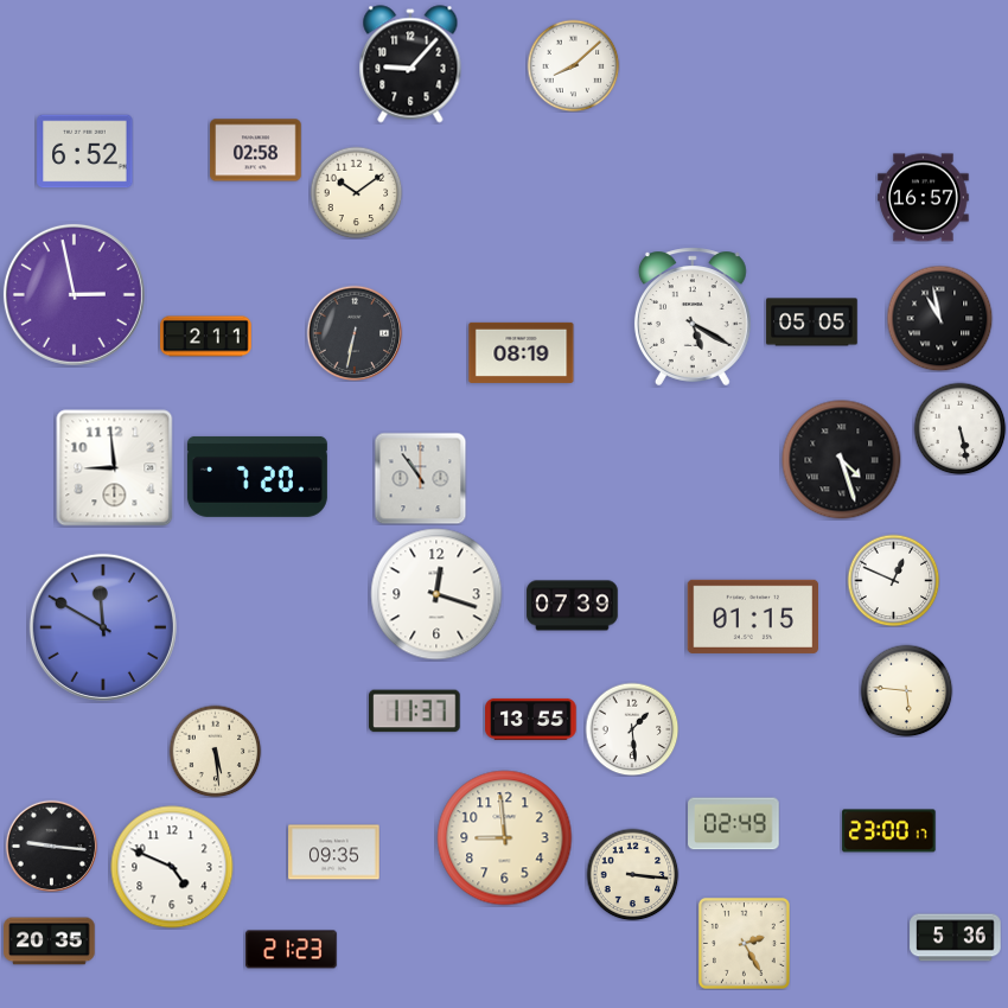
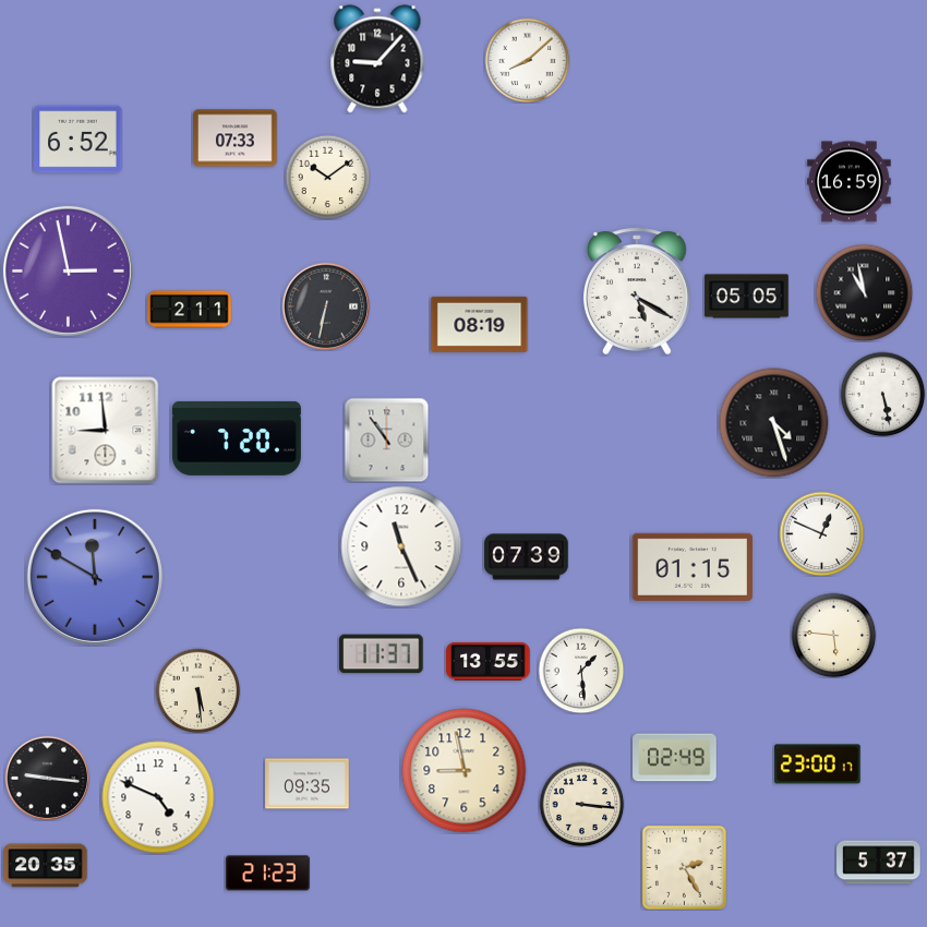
clock at (256, 151): 02:58 -> 07:33
clock at (924, 198): 16:57 -> 16:59
clock at (436, 594): 12:18 -> 11:26
clock at (505, 838): 8:59 -> 8:58
clock at (956, 938): 5:36 -> 5:37
